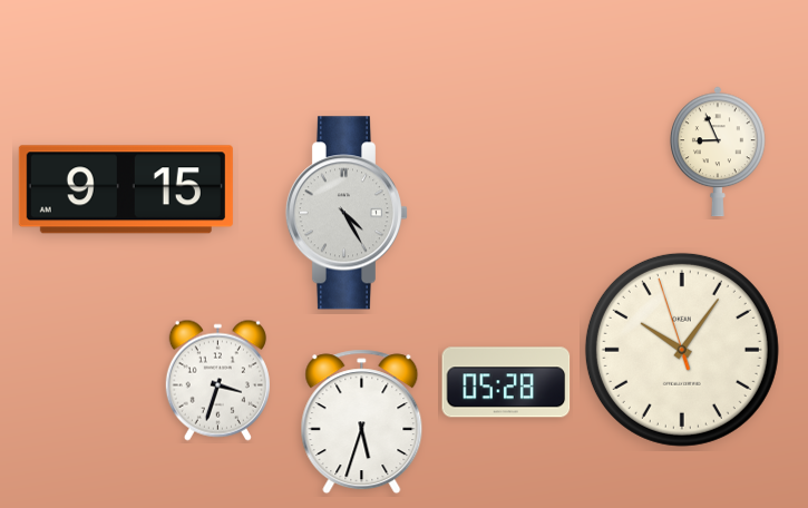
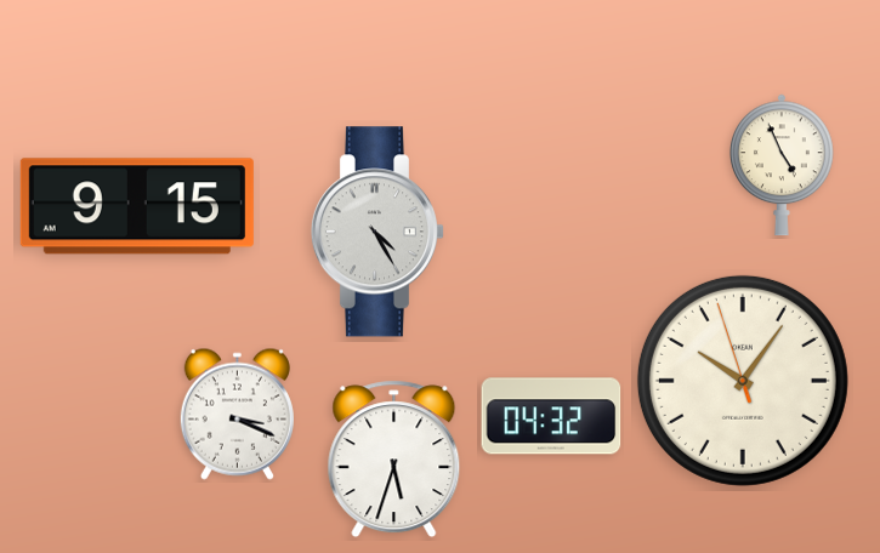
clock at (718, 152): 8:56 -> 4:56
clock at (217, 380): 3:33 -> 3:19
clock at (506, 382): 05:28 -> 04:32
